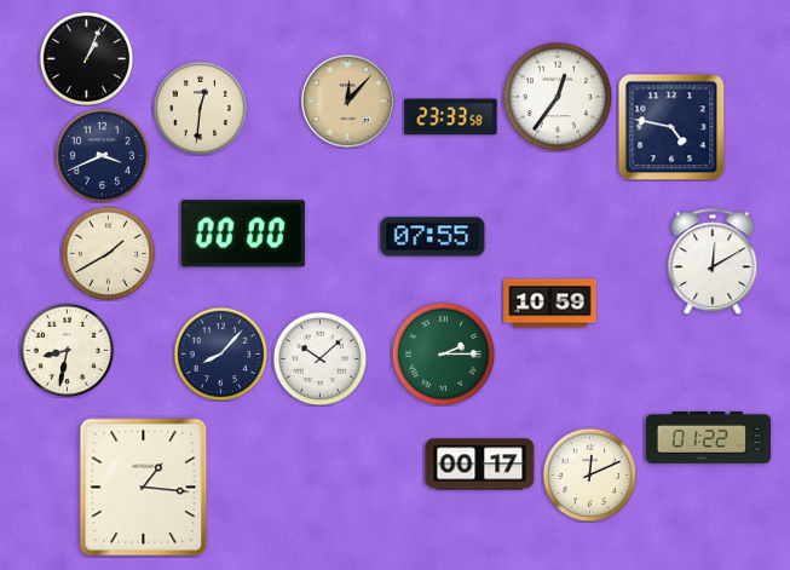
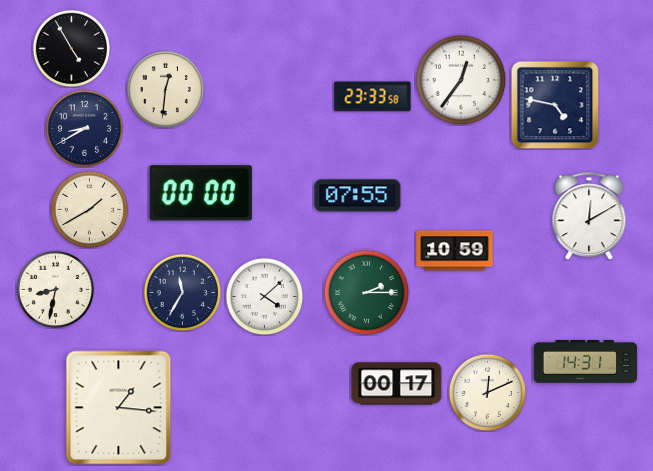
clock at (86, 58): 1:04 -> 4:55
clock at (347, 100): 12:07 -> none
clock at (102, 155): 3:41 -> 8:40
clock at (220, 353): 8:07 -> 11:35
clock at (319, 358): 10:08 -> 4:08
clock at (709, 438): 01:22 -> 14:31
clock at (144, 488) position: (144, 488) -> (119, 408)
